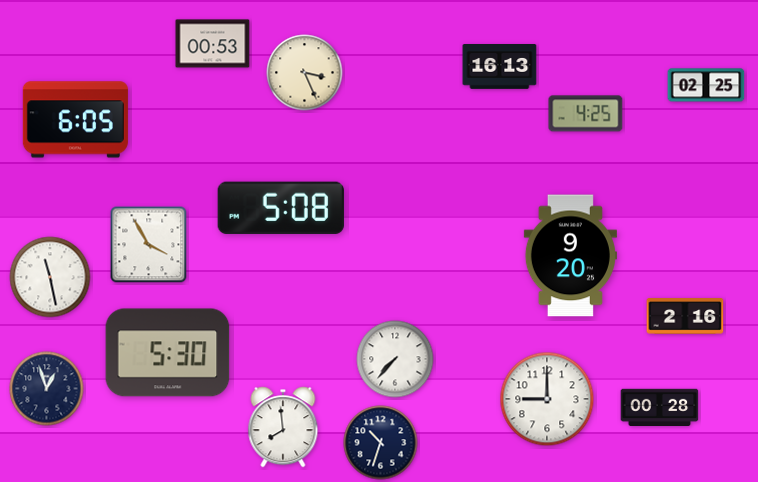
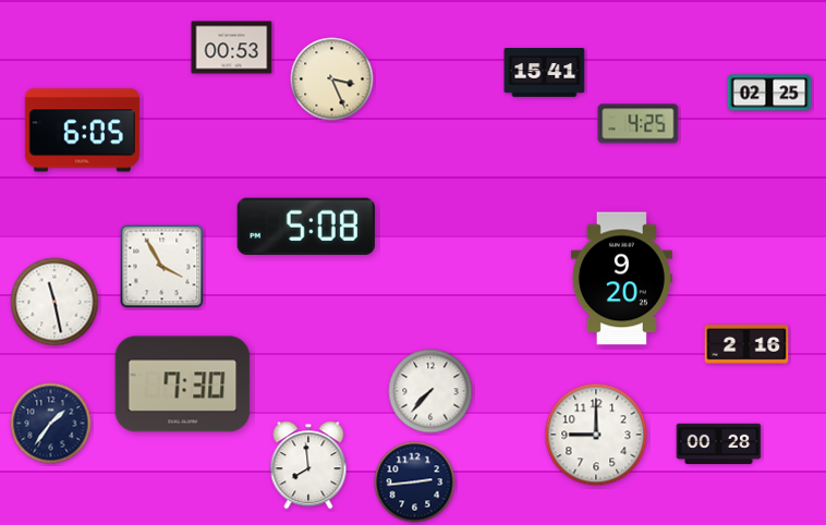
clock at (500, 67): 16:13 -> 15:41
clock at (168, 353): 5:30 -> 7:30
clock at (47, 389): 12:57 -> 1:36
clock at (381, 443): 10:33 -> 2:44
